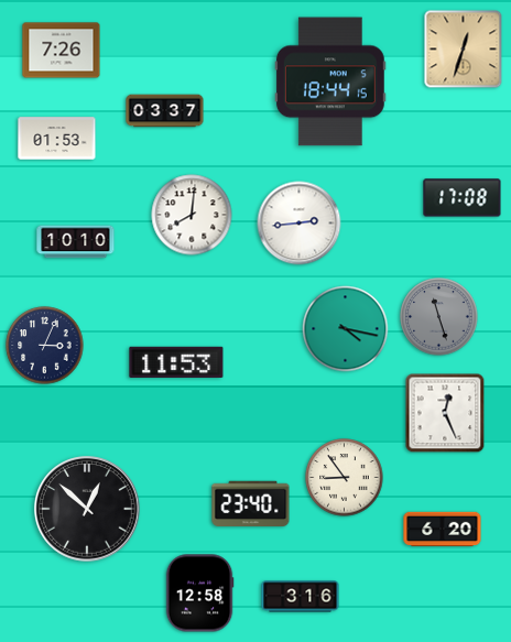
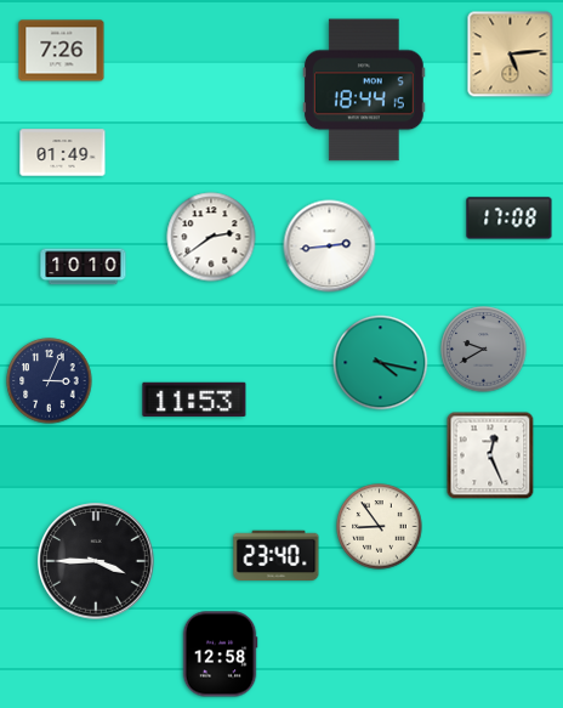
clock at (464, 50): 12:33 -> 5:14
clock at (62, 51) position: (62, 51) -> (62, 51)
clock at (165, 111): 03:37 -> none
clock at (57, 139): 01:53 -> 01:49
clock at (192, 215): 8:01 -> 2:39
clock at (439, 317): 11:27 -> 9:40
clock at (87, 509): 12:52 -> 3:45
clock at (443, 530): 6:20 -> none
clock at (301, 597): 3:16 -> none
